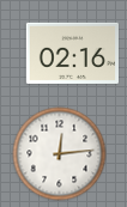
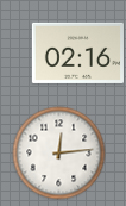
clock at (72, 53) position: (72, 53) -> (77, 52)
